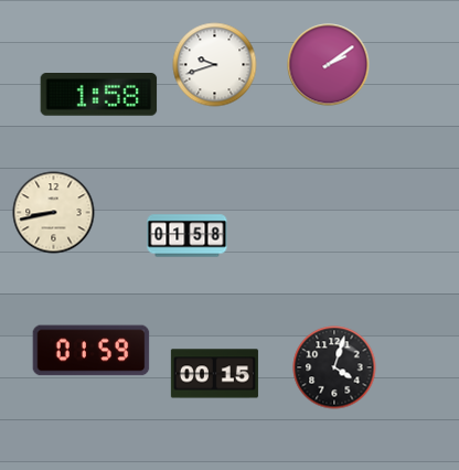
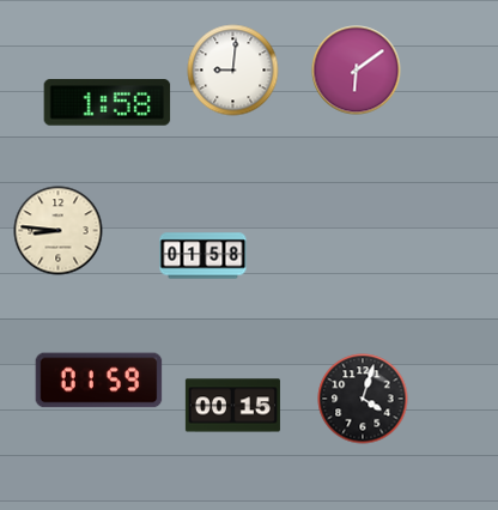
clock at (215, 65): 9:42 -> 9:01
clock at (329, 65): 2:09 -> 6:09
clock at (54, 213): 8:43 -> 8:46
